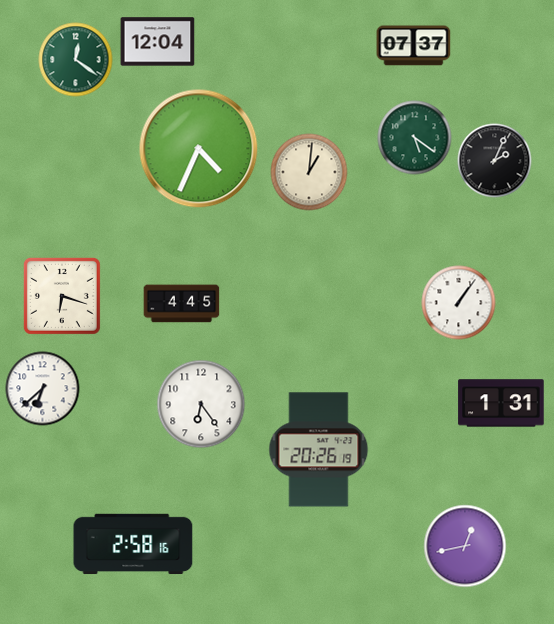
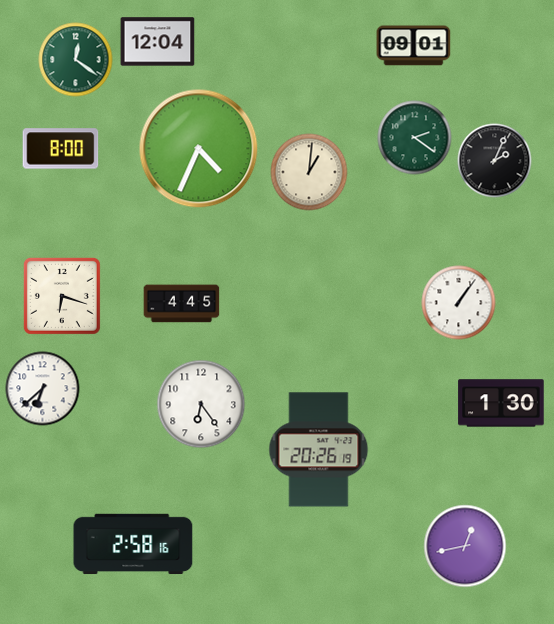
clock at (414, 46): 07:37 -> 09:01
clock at (415, 138): 5:21 -> 2:21
clock at (61, 149): none -> 8:00
clock at (501, 403): 1:31 -> 1:30
